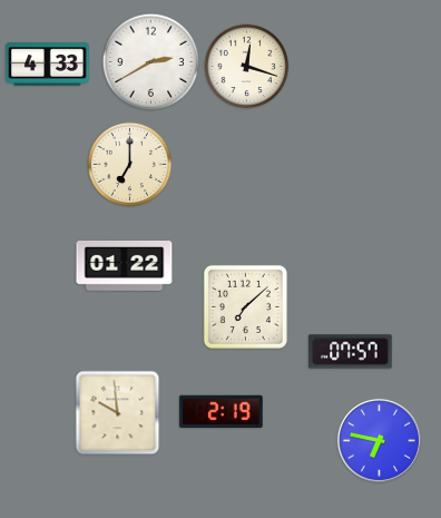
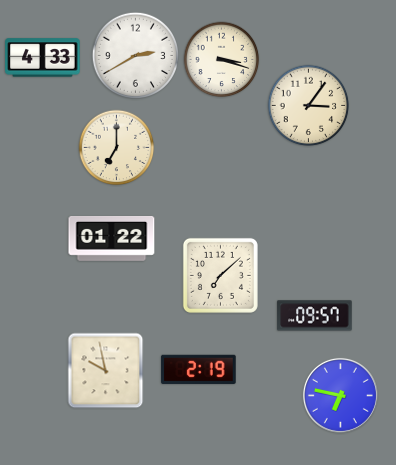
clock at (247, 67): 12:18 -> 3:18
clock at (309, 106): none -> 3:06
clock at (351, 352): 07:57 -> 09:57
clock at (118, 413): 9:59 -> 9:58
